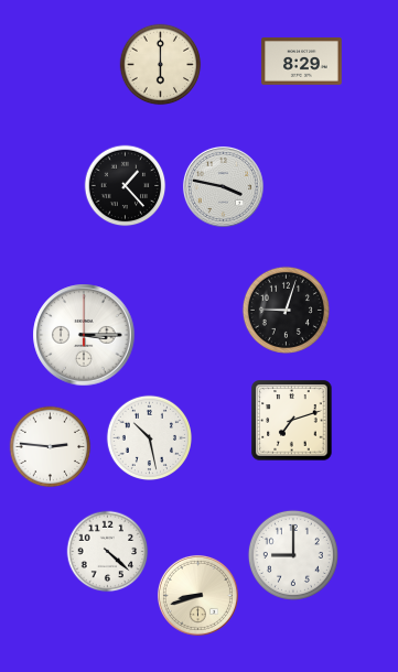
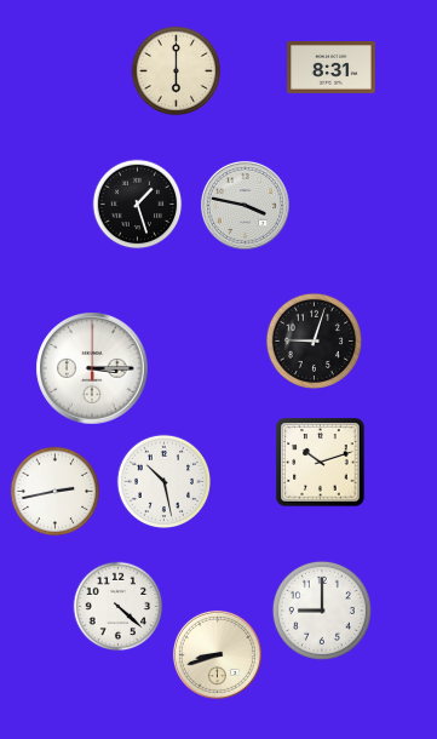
clock at (302, 62): 8:29 -> 8:31
clock at (126, 186): 1:23 -> 1:27
clock at (292, 421): 7:12 -> 10:12
clock at (51, 447): 2:46 -> 2:43
